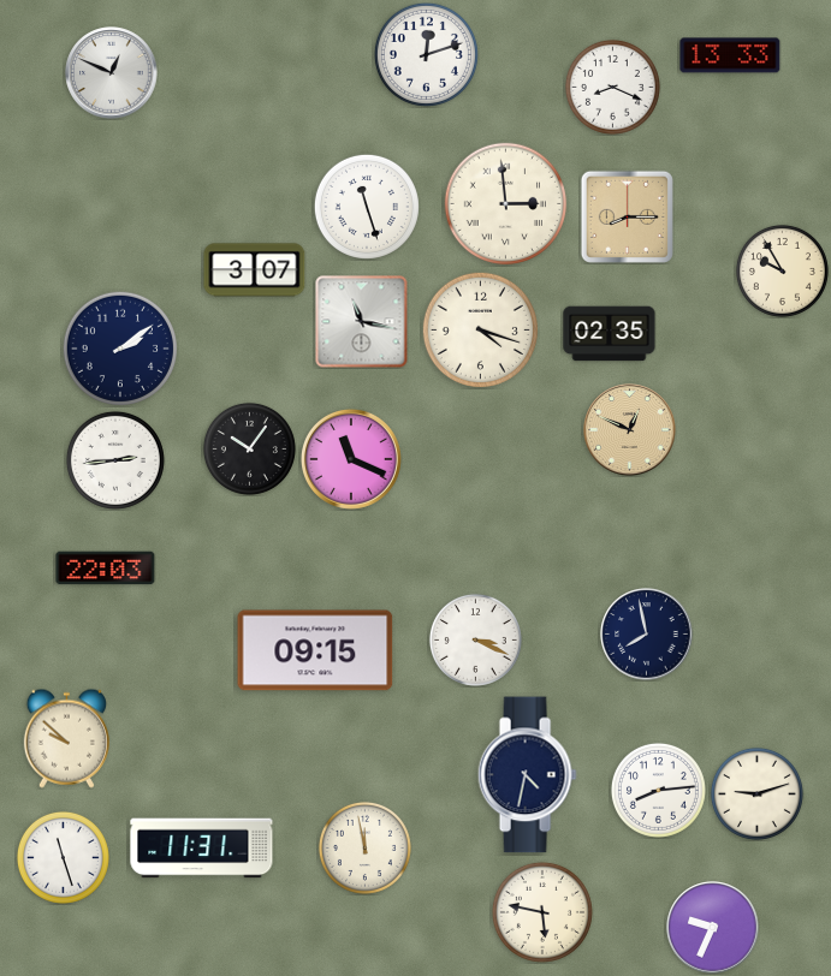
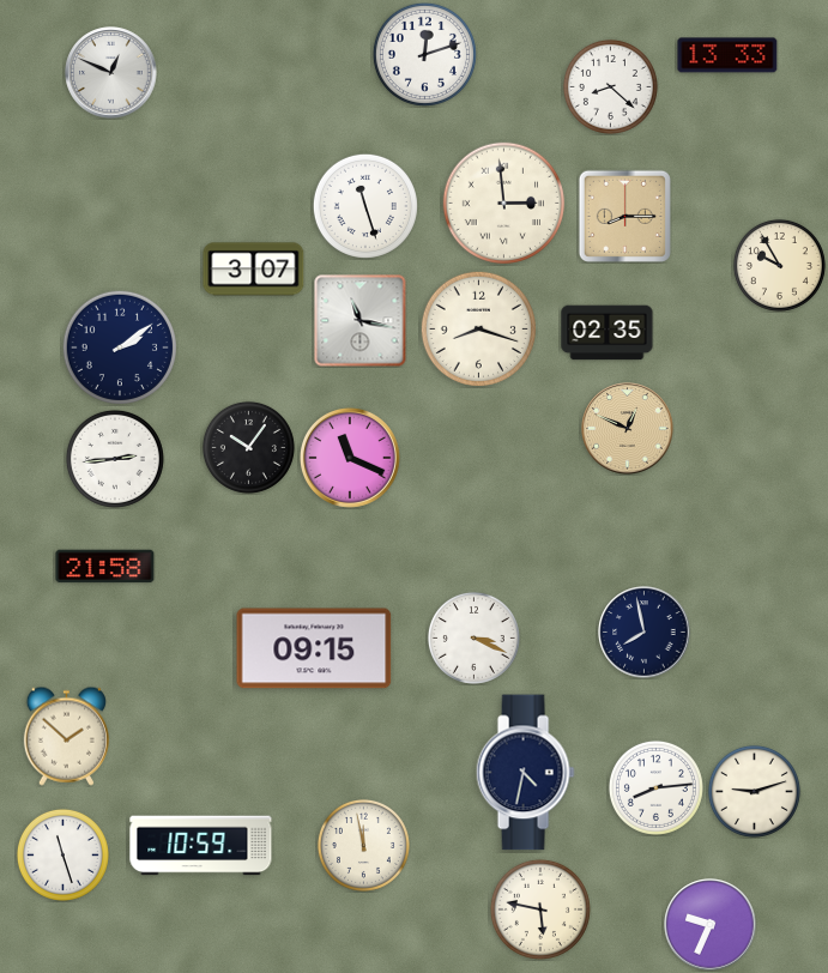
clock at (612, 87): 8:19 -> 8:22
clock at (782, 270) position: (782, 270) -> (779, 265)
clock at (480, 329): 4:18 -> 8:18
clock at (106, 569): 22:03 -> 21:58
clock at (66, 738): 9:52 -> 1:52
clock at (202, 849): 11:31 -> 10:59
